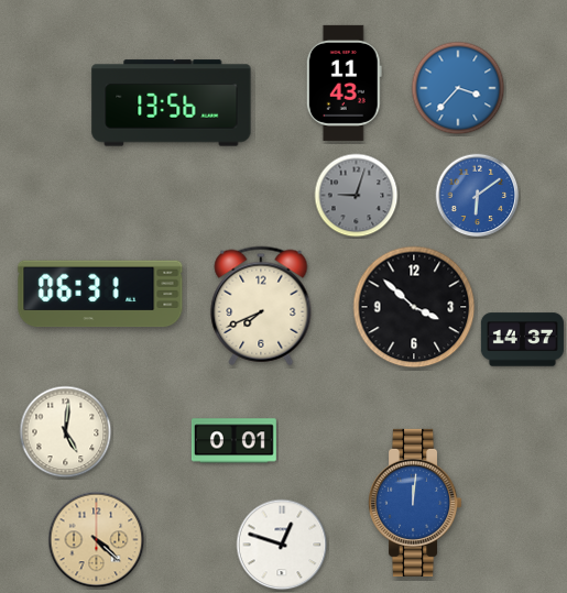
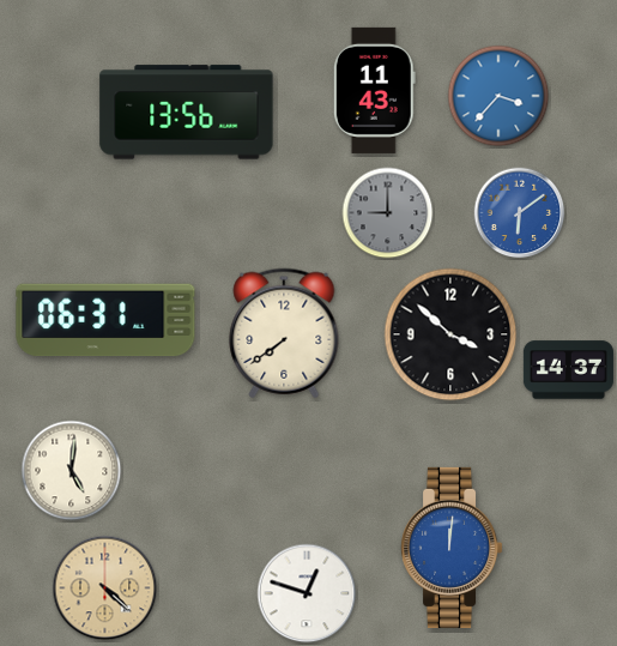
clock at (357, 196): 9:03 -> 9:00
clock at (100, 294) position: (100, 294) -> (105, 320)
clock at (261, 306): 7:41 -> 7:39
clock at (233, 441): 0:01 -> none
